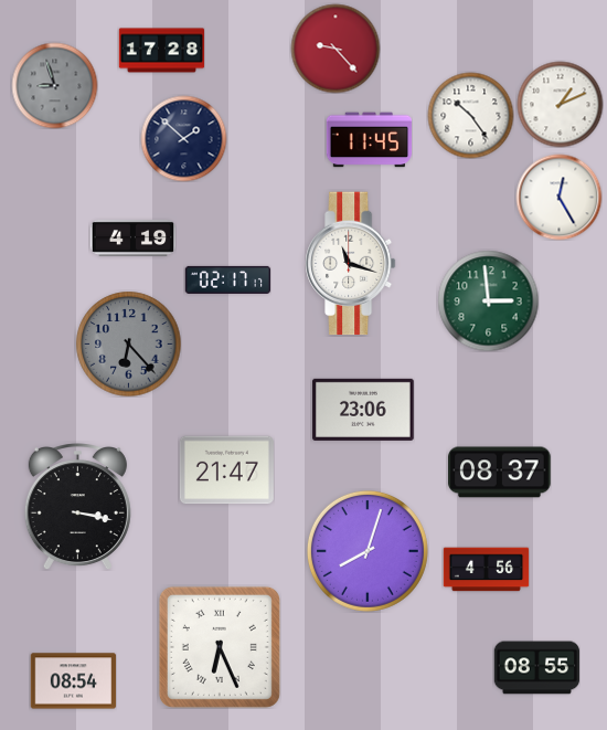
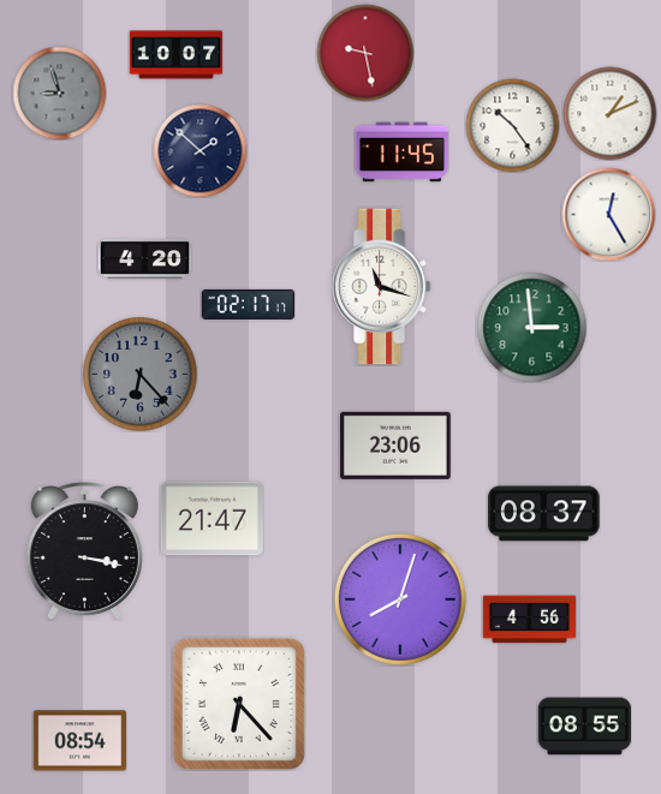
clock at (336, 49): 9:23 -> 9:28
clock at (161, 51): 17:28 -> 10:07
clock at (132, 237): 4:19 -> 4:20
clock at (226, 470) position: (226, 470) -> (212, 519)
clock at (220, 647): 6:26 -> 6:23
